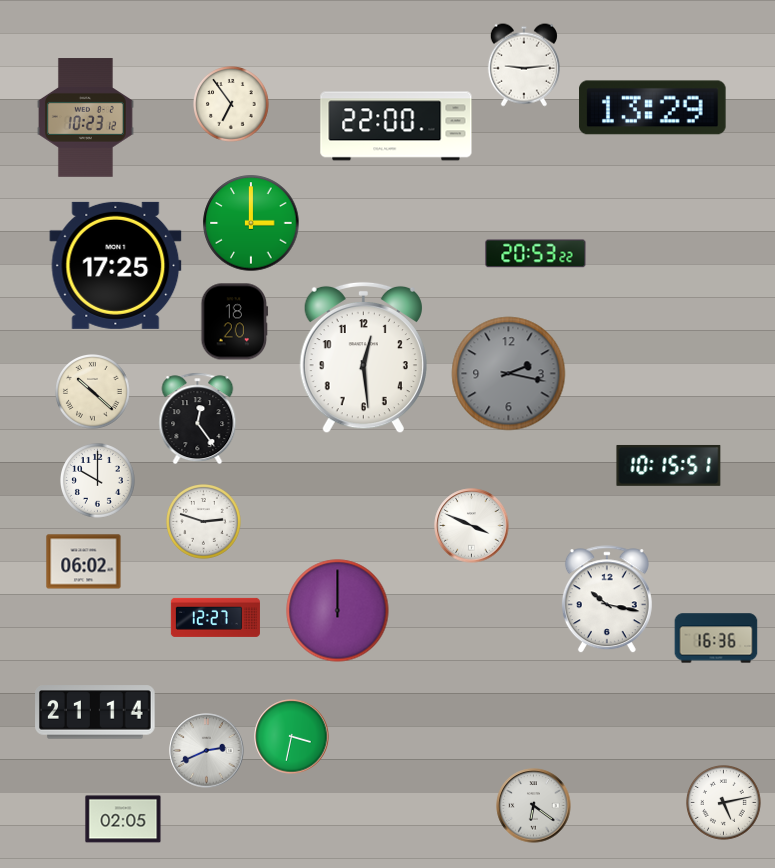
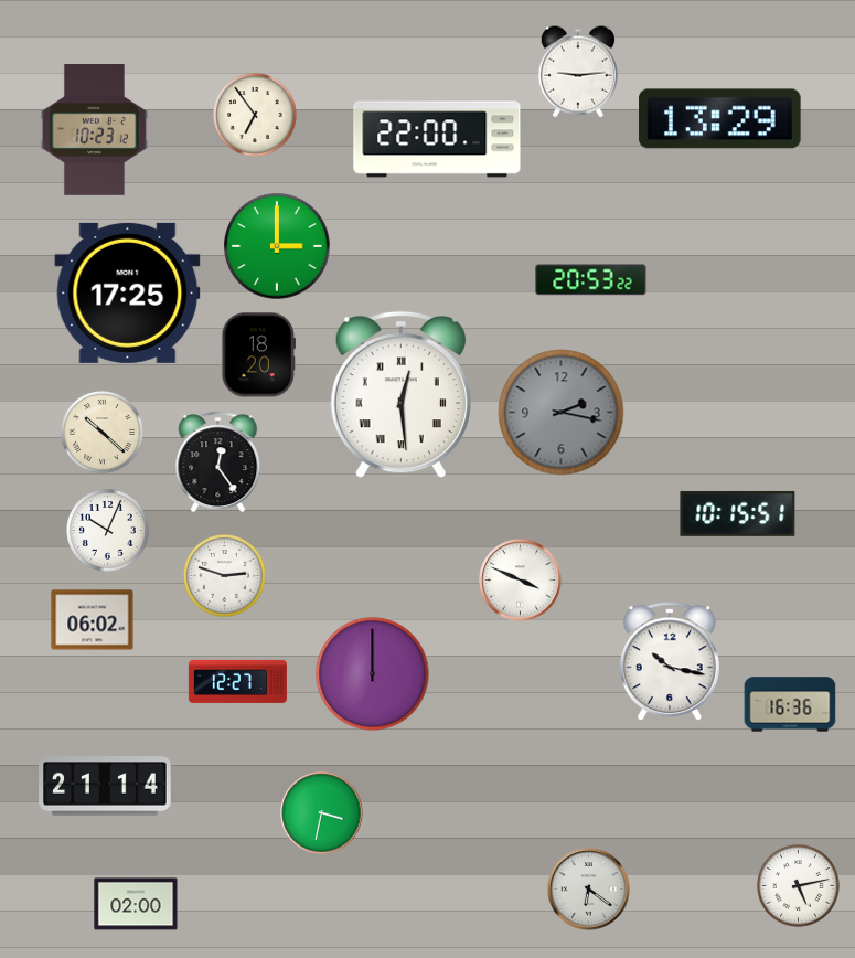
clock at (363, 358) numerals: Arabic -> Roman
clock at (98, 481): 10:00 -> 10:04
clock at (207, 751): 2:41 -> none
clock at (123, 819): 02:05 -> 02:00
